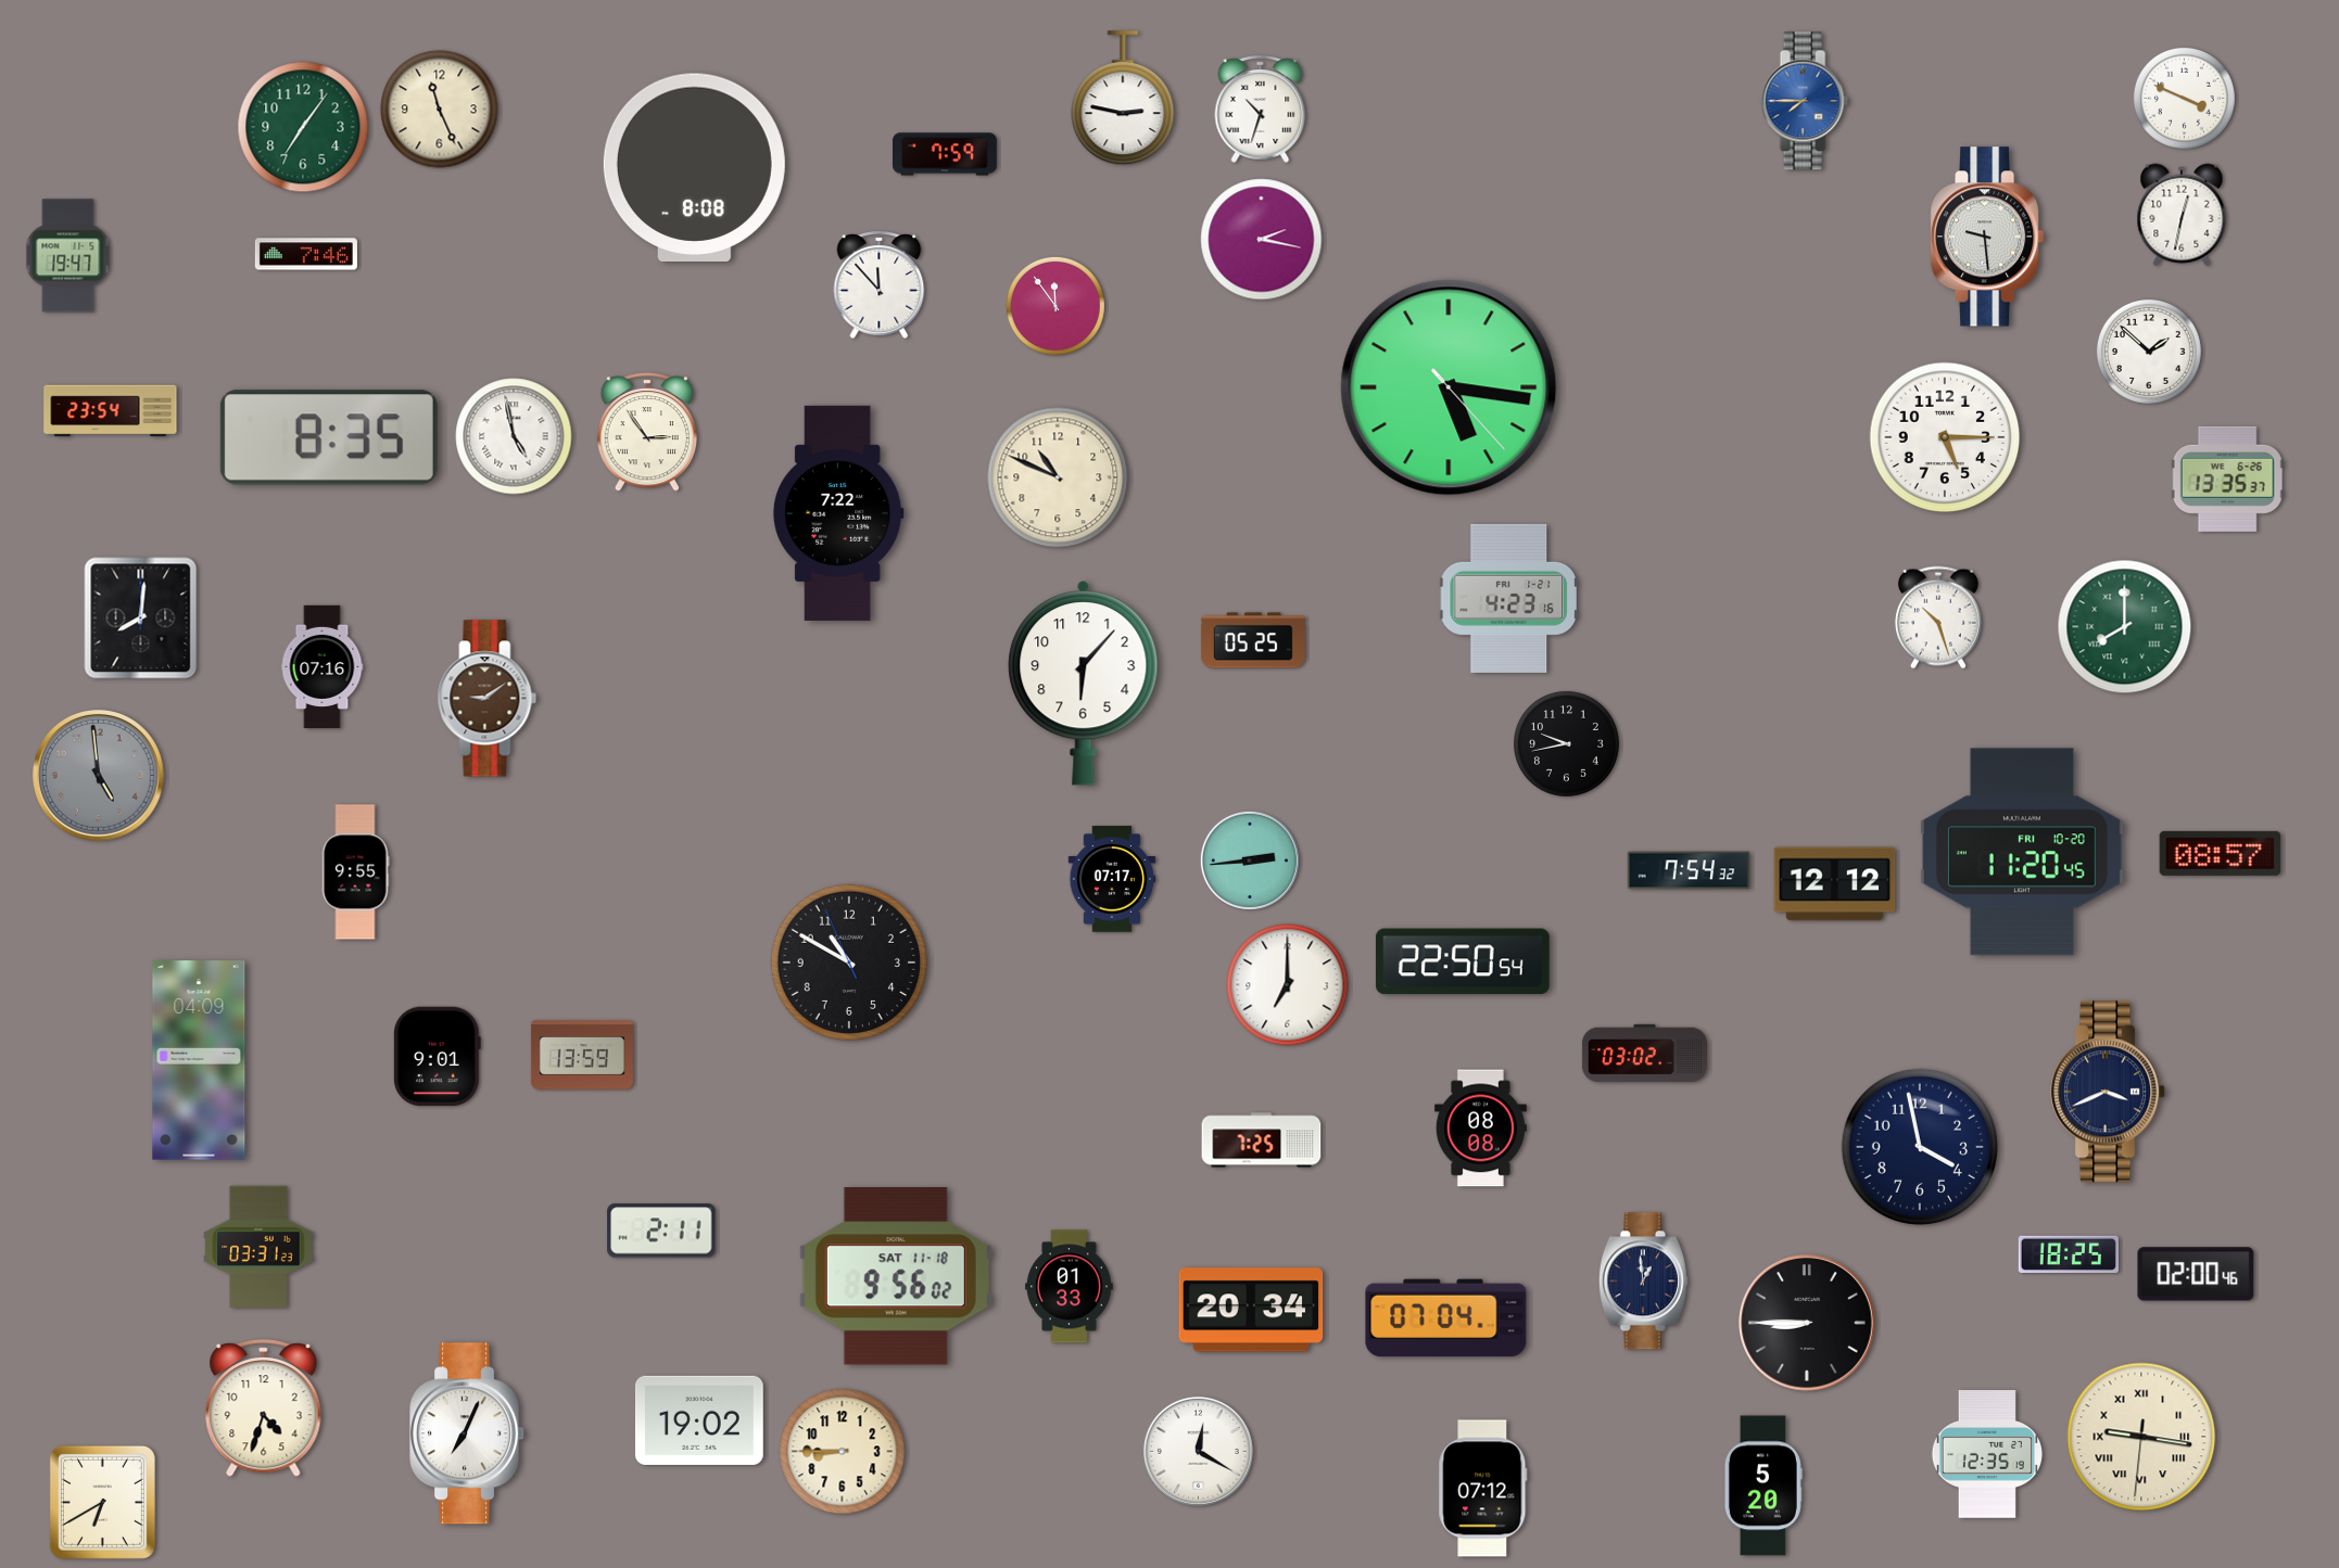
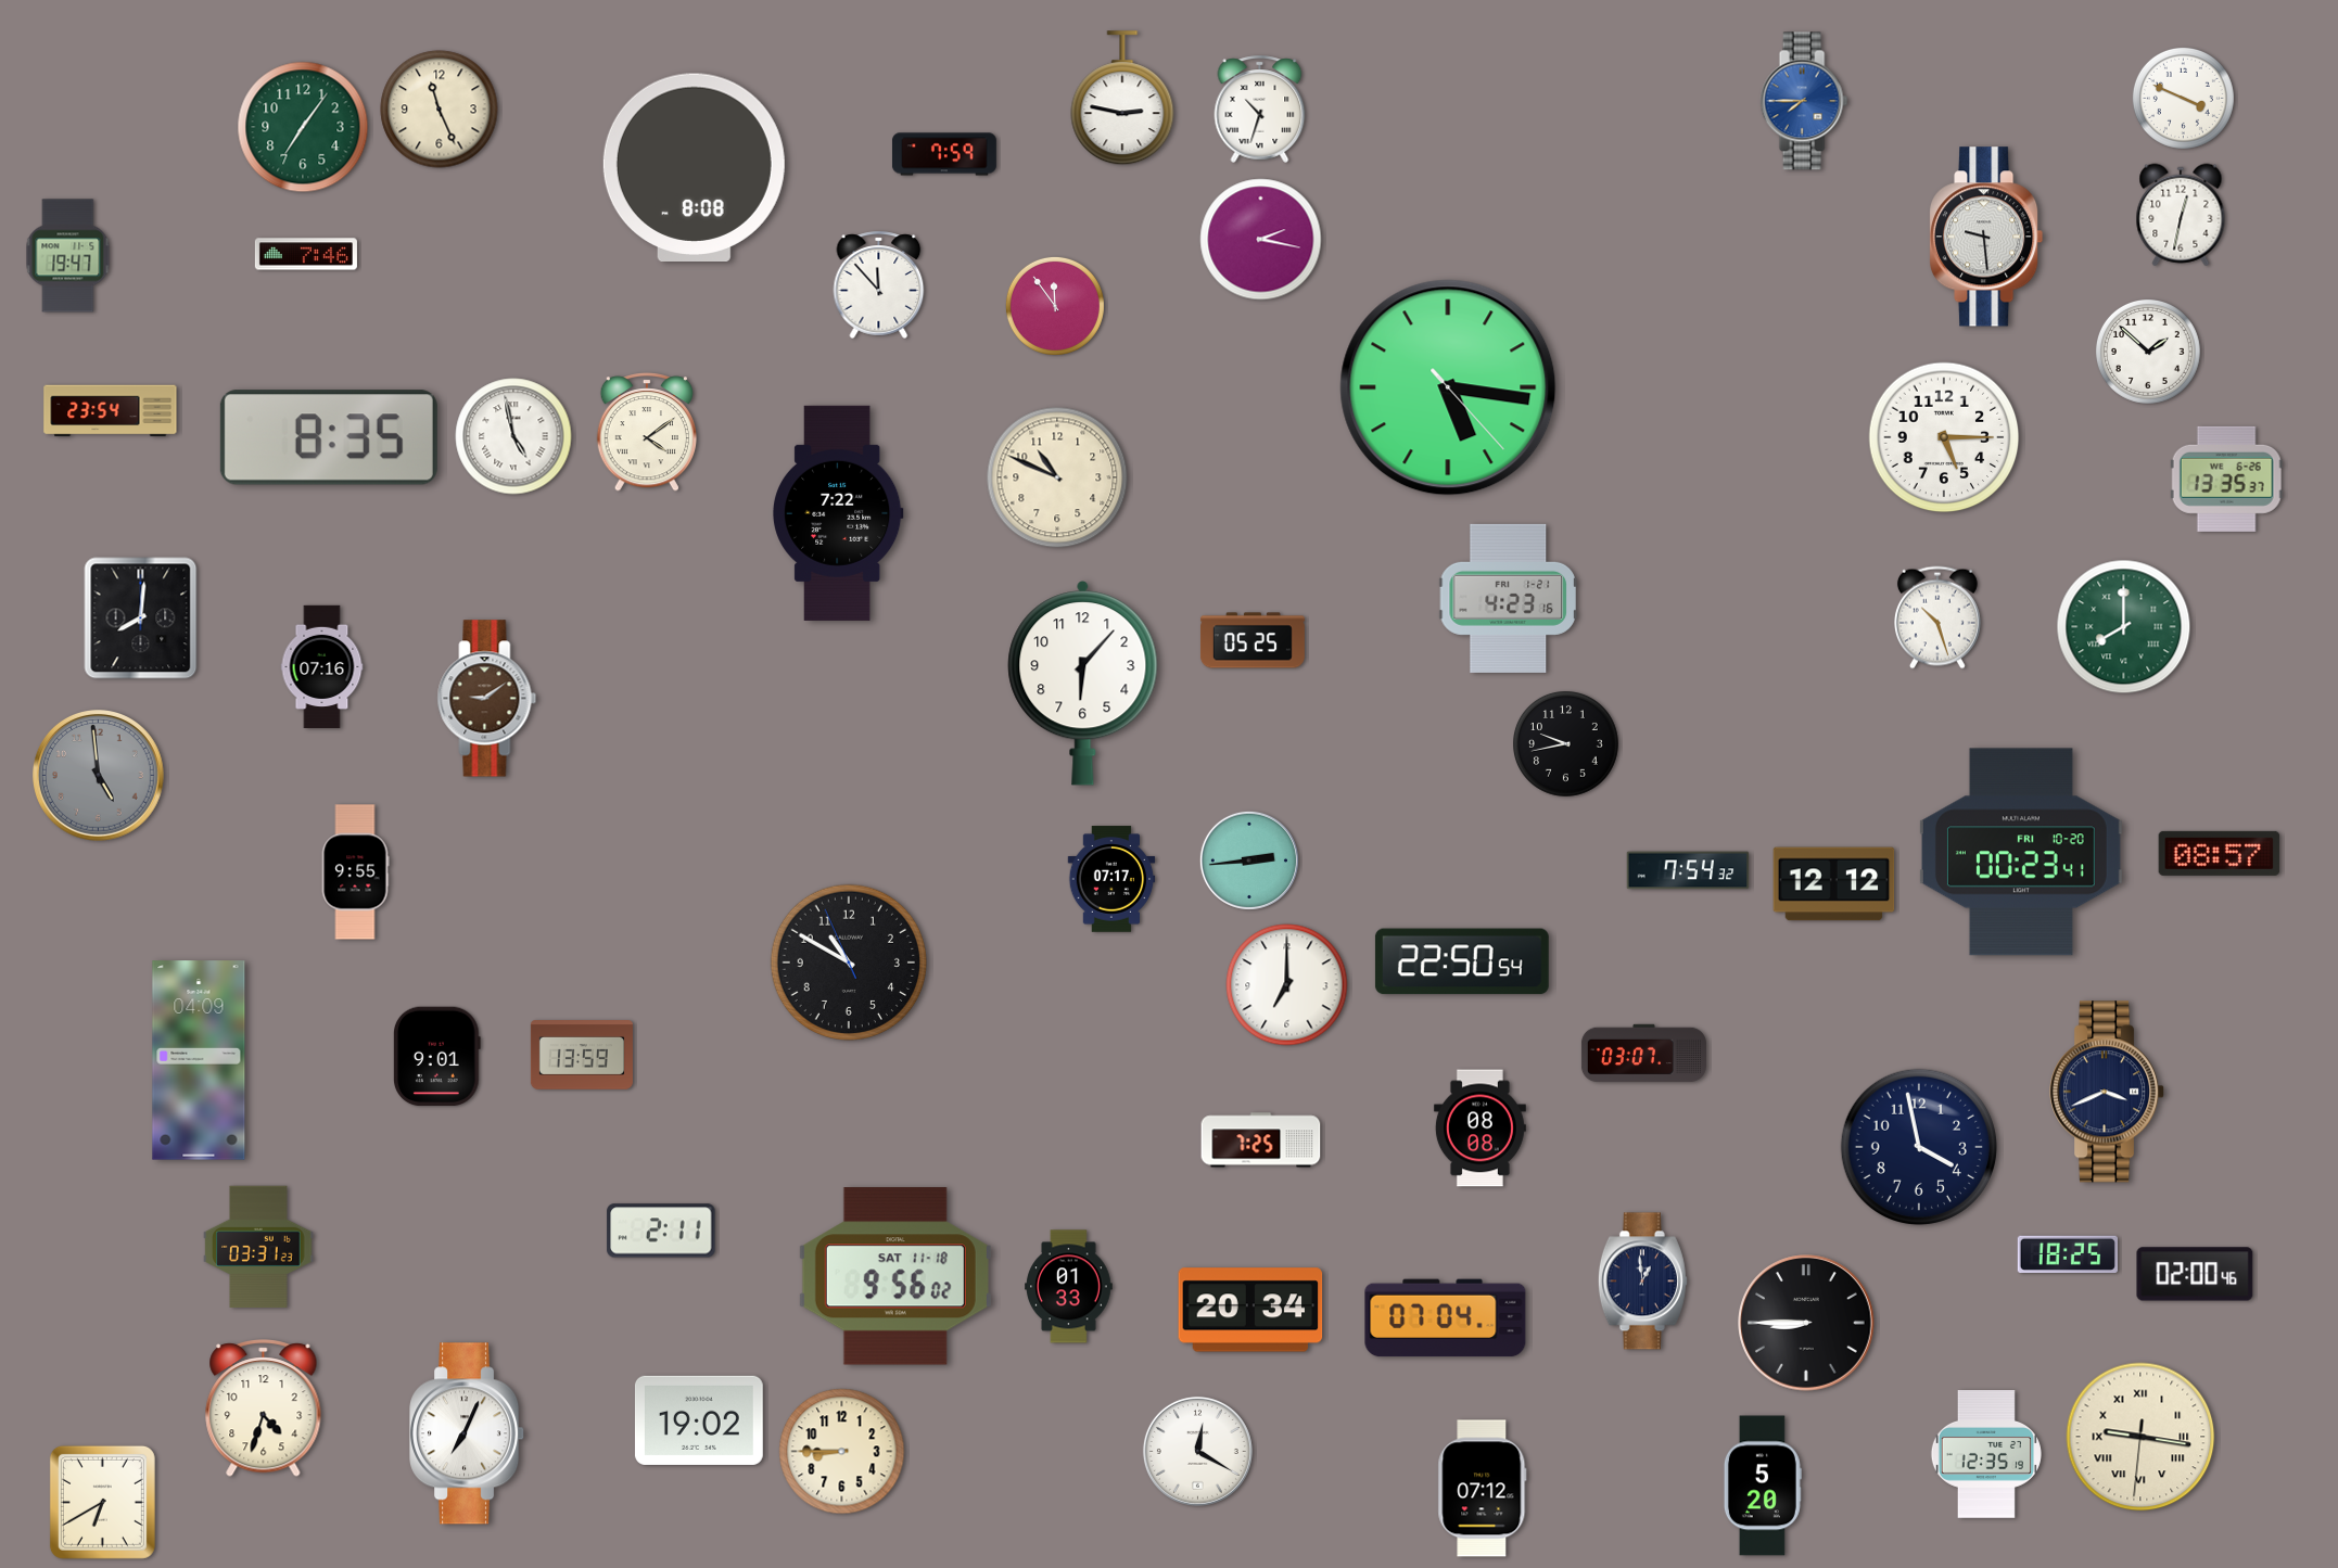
clock at (646, 433): 2:54 -> 4:09
clock at (2022, 852): 11:20 -> 00:23
clock at (1644, 1054): 03:02 -> 03:07
